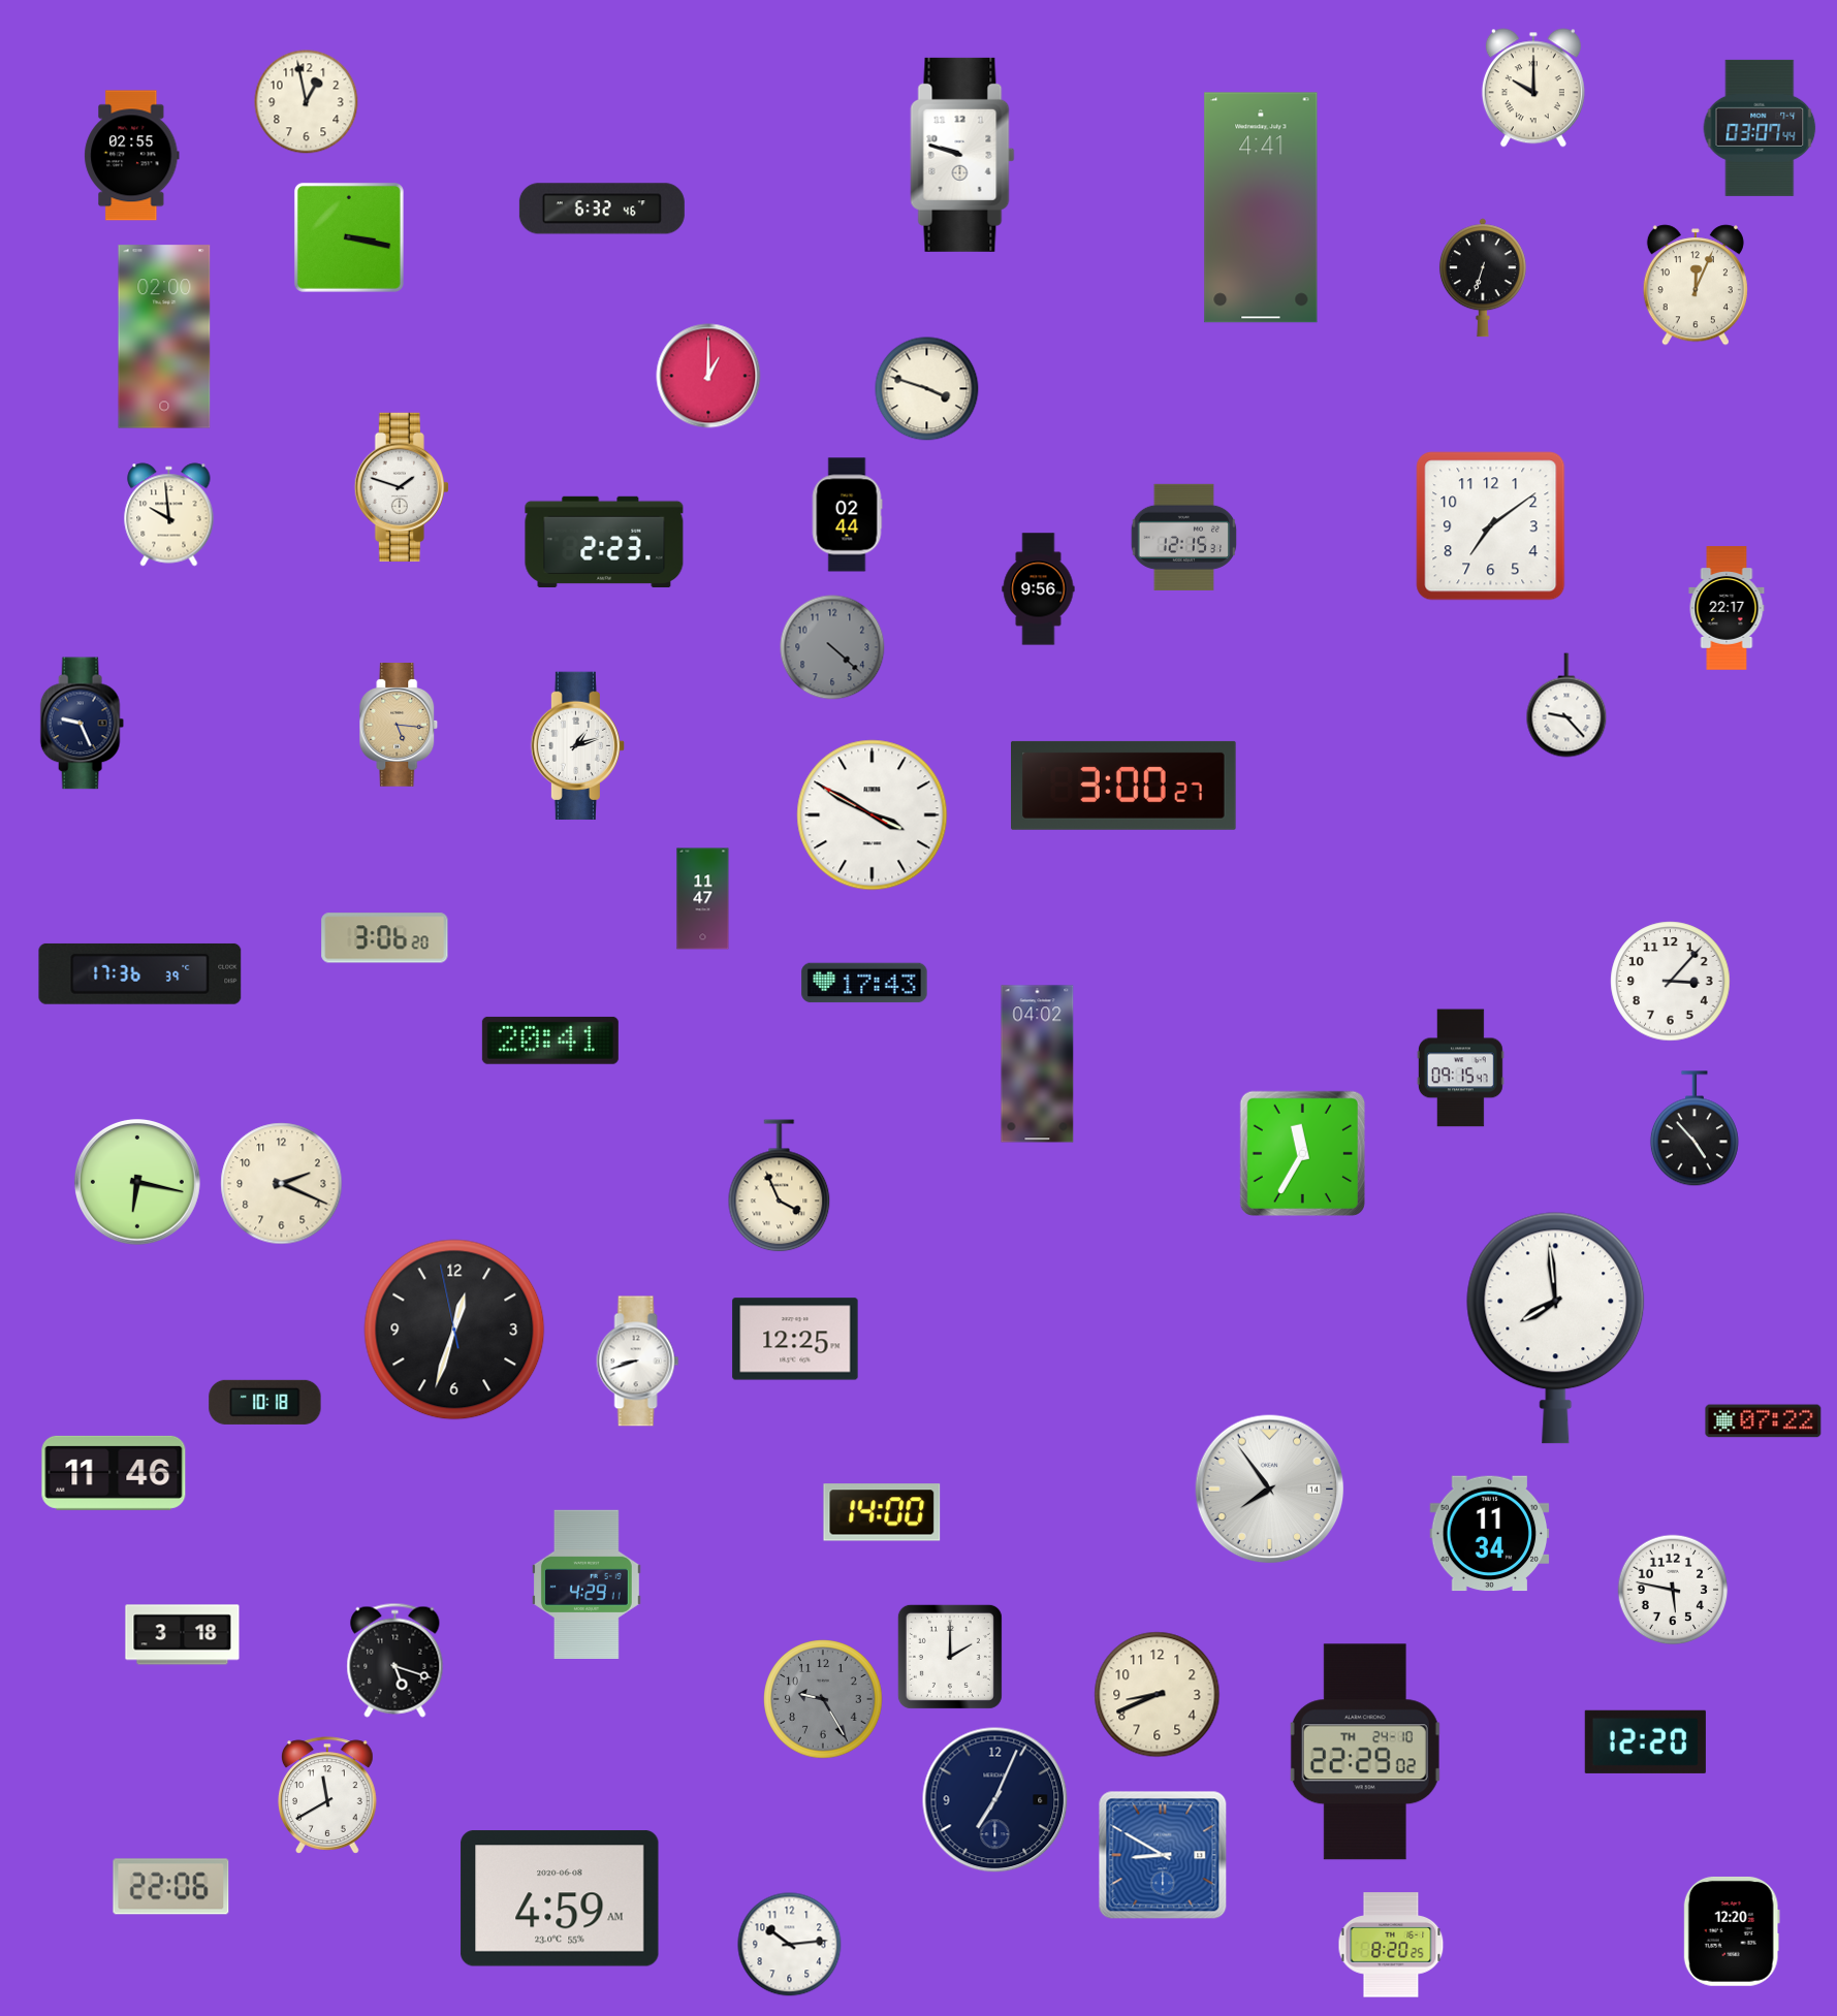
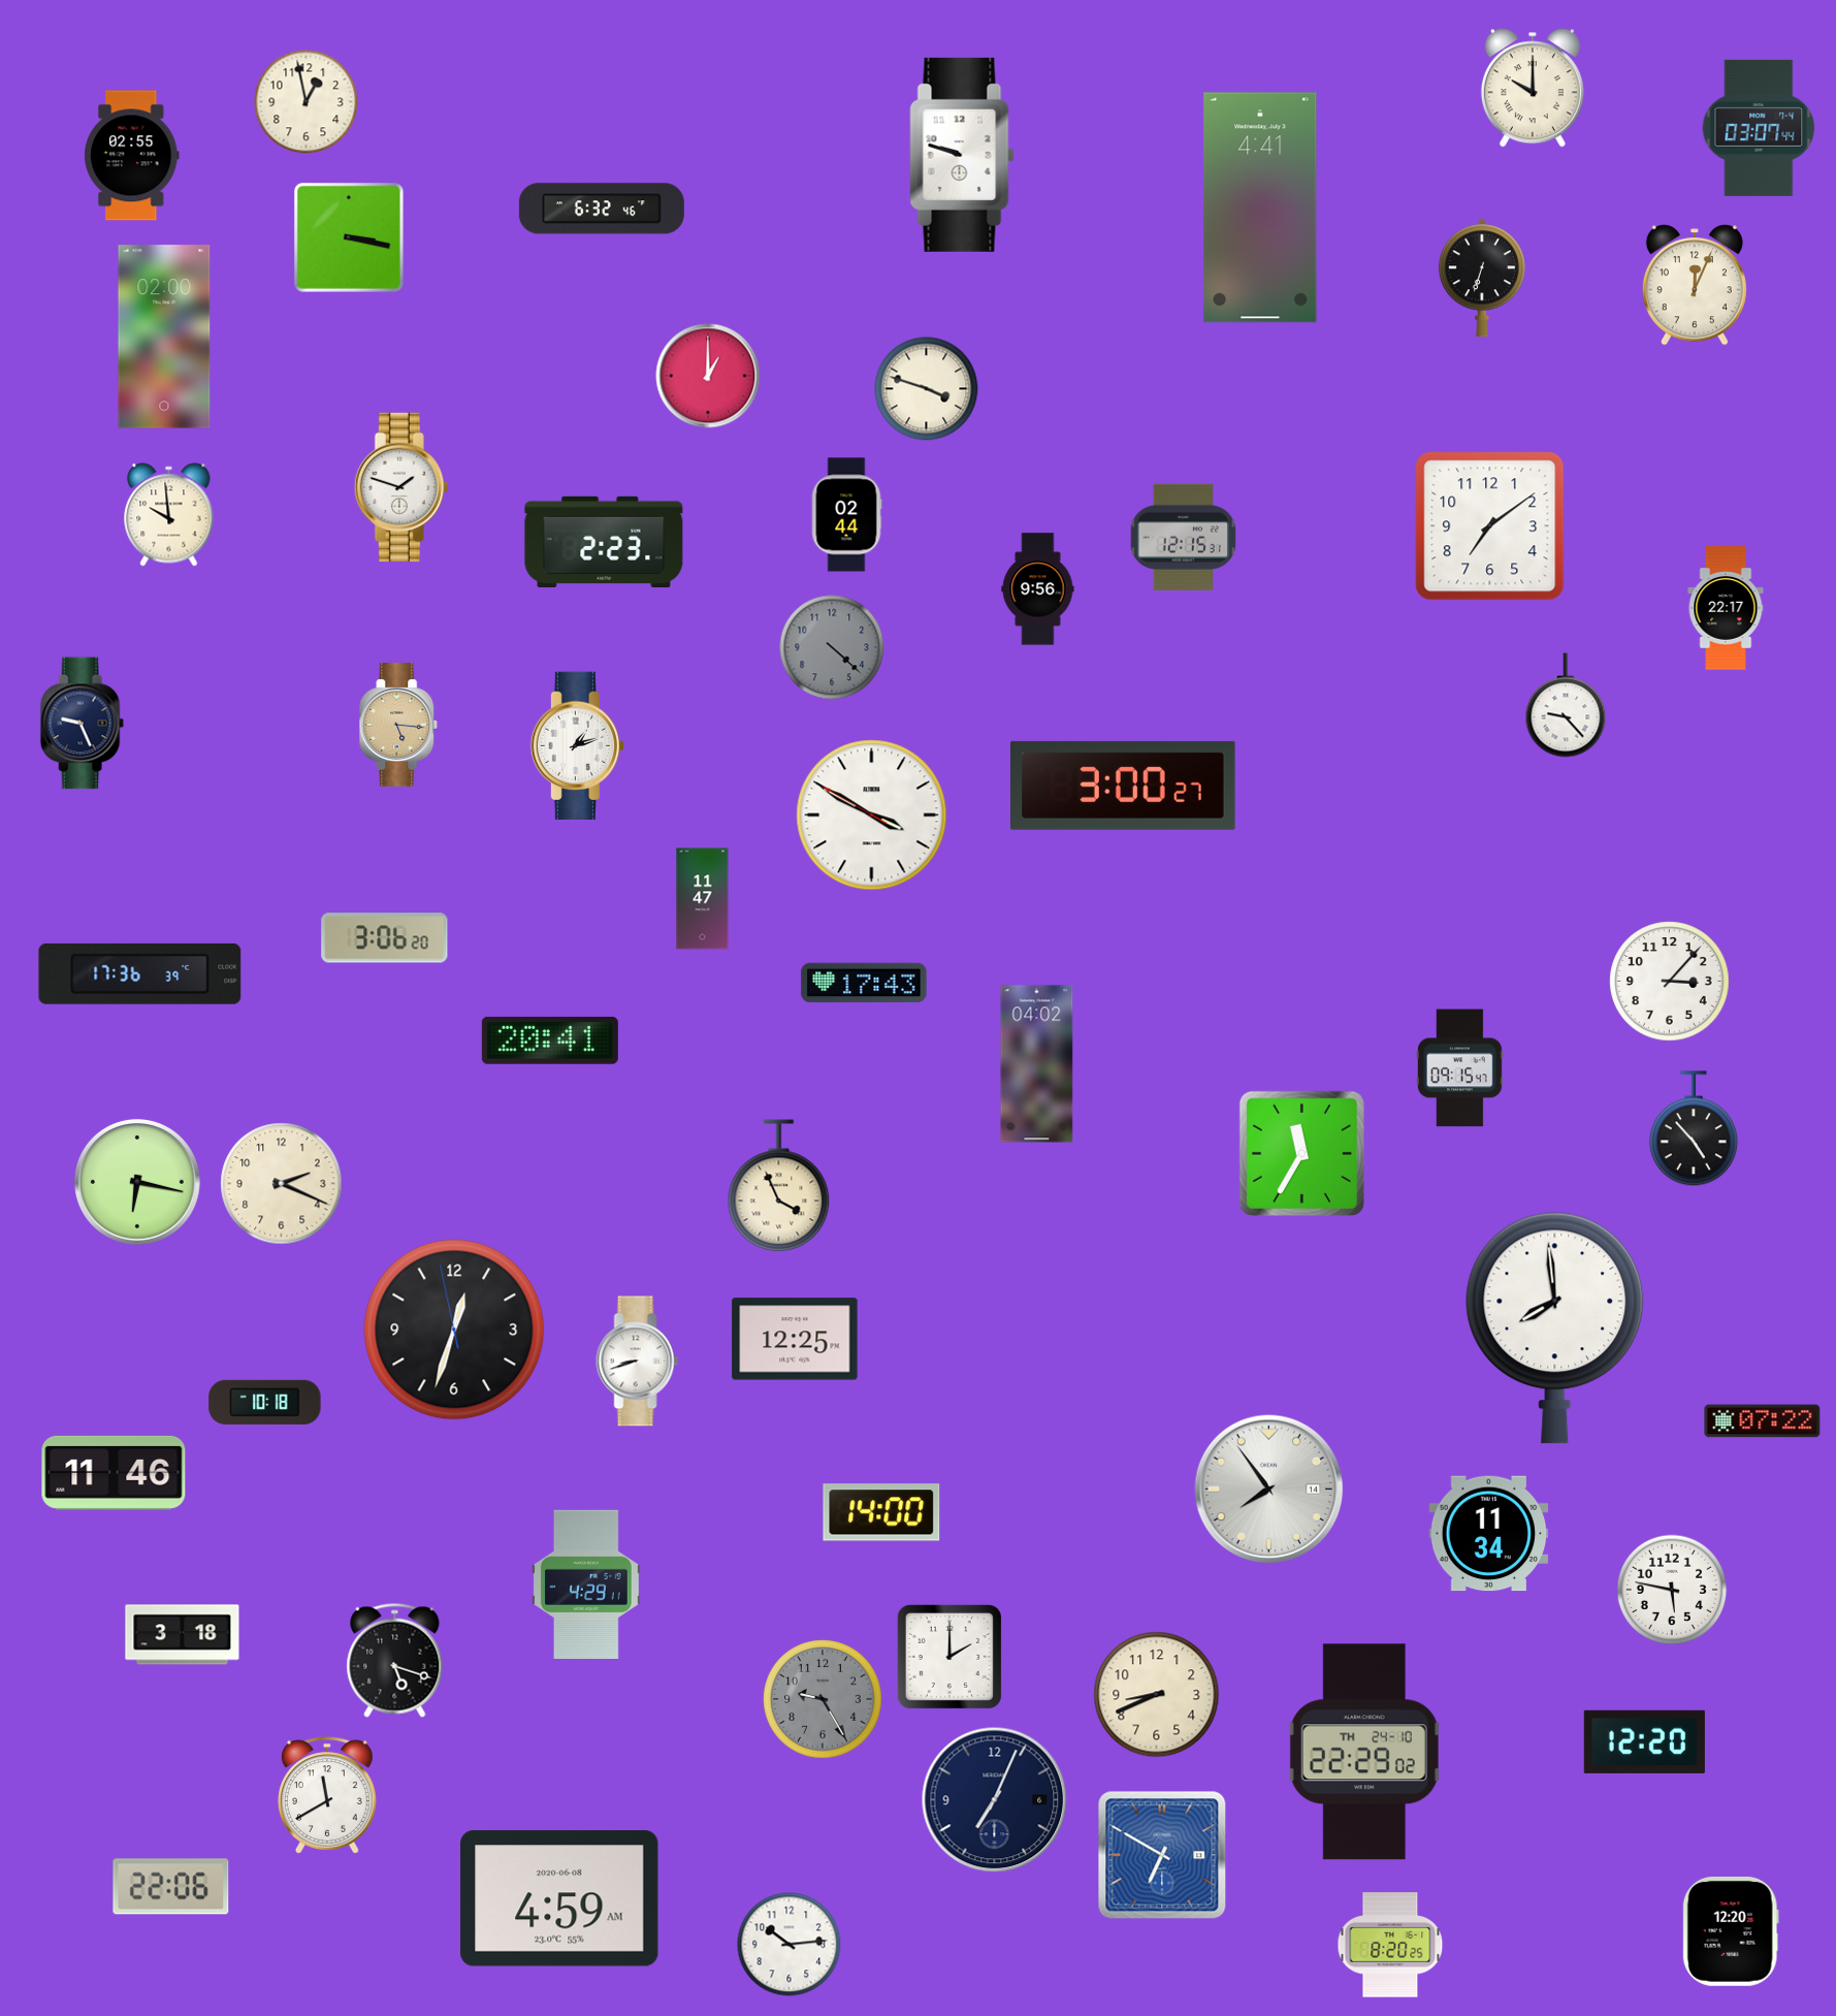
clock at (1163, 1855): 8:50 -> 6:50
